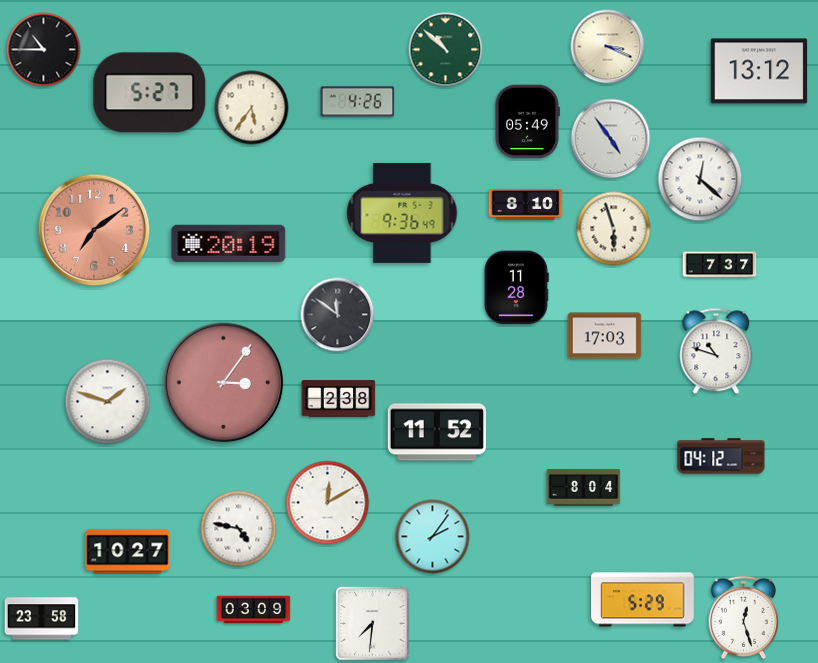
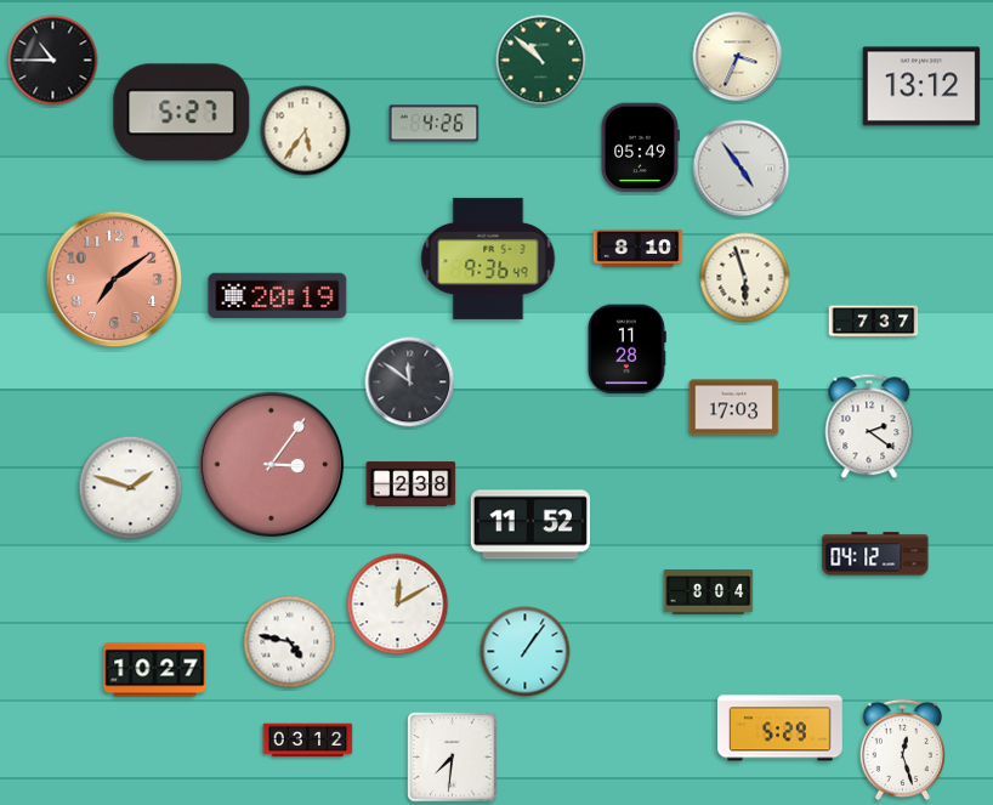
clock at (608, 47): 3:19 -> 3:34
clock at (700, 179): 12:22 -> none
clock at (716, 351): 10:48 -> 2:21
clock at (328, 503) position: (328, 503) -> (398, 605)
clock at (433, 537): 2:06 -> 1:06
clock at (254, 610): 03:09 -> 03:12
clock at (42, 619): 23:58 -> none
